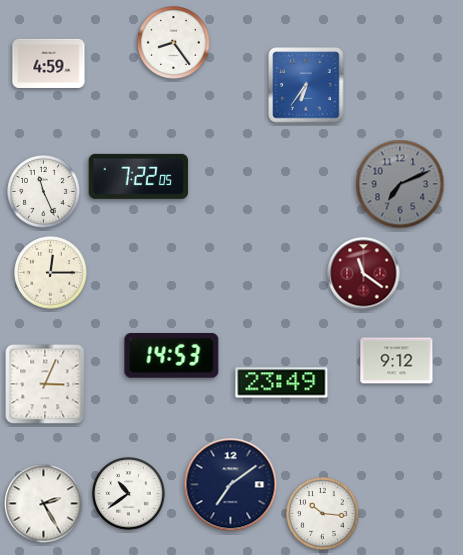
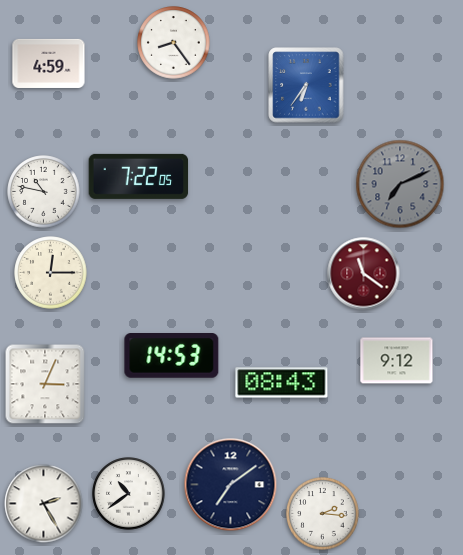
clock at (44, 192): 11:26 -> 10:47
clock at (282, 383): 23:49 -> 08:43
clock at (323, 514): 10:16 -> 2:16
